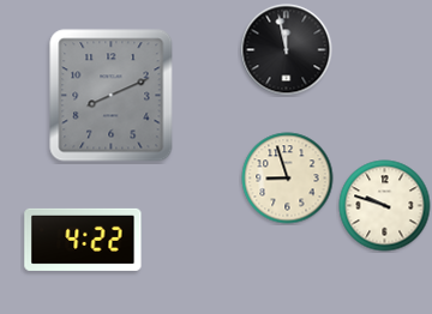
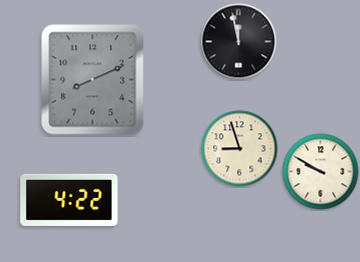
clock at (385, 206): 9:48 -> 9:50
